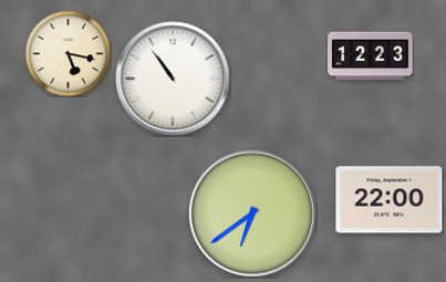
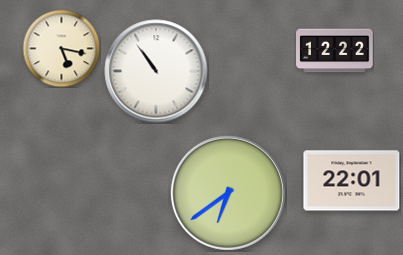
clock at (371, 56): 12:23 -> 12:22
clock at (390, 200): 22:00 -> 22:01
